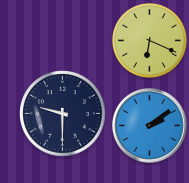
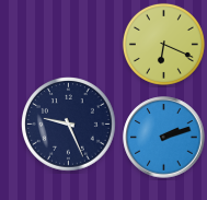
clock at (63, 114): 9:30 -> 9:26
clock at (150, 126): 2:09 -> 2:12
